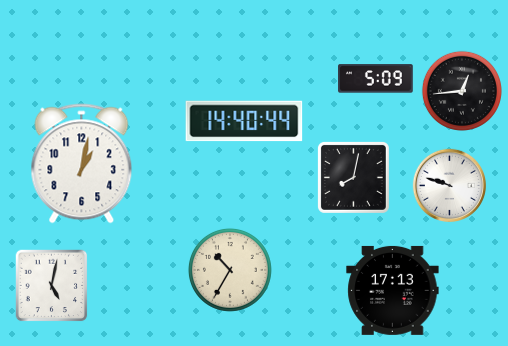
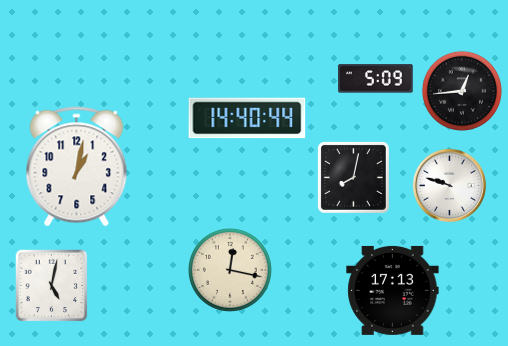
clock at (244, 121) position: (244, 121) -> (247, 118)
clock at (82, 164) position: (82, 164) -> (77, 167)
clock at (230, 270): 10:35 -> 12:17
